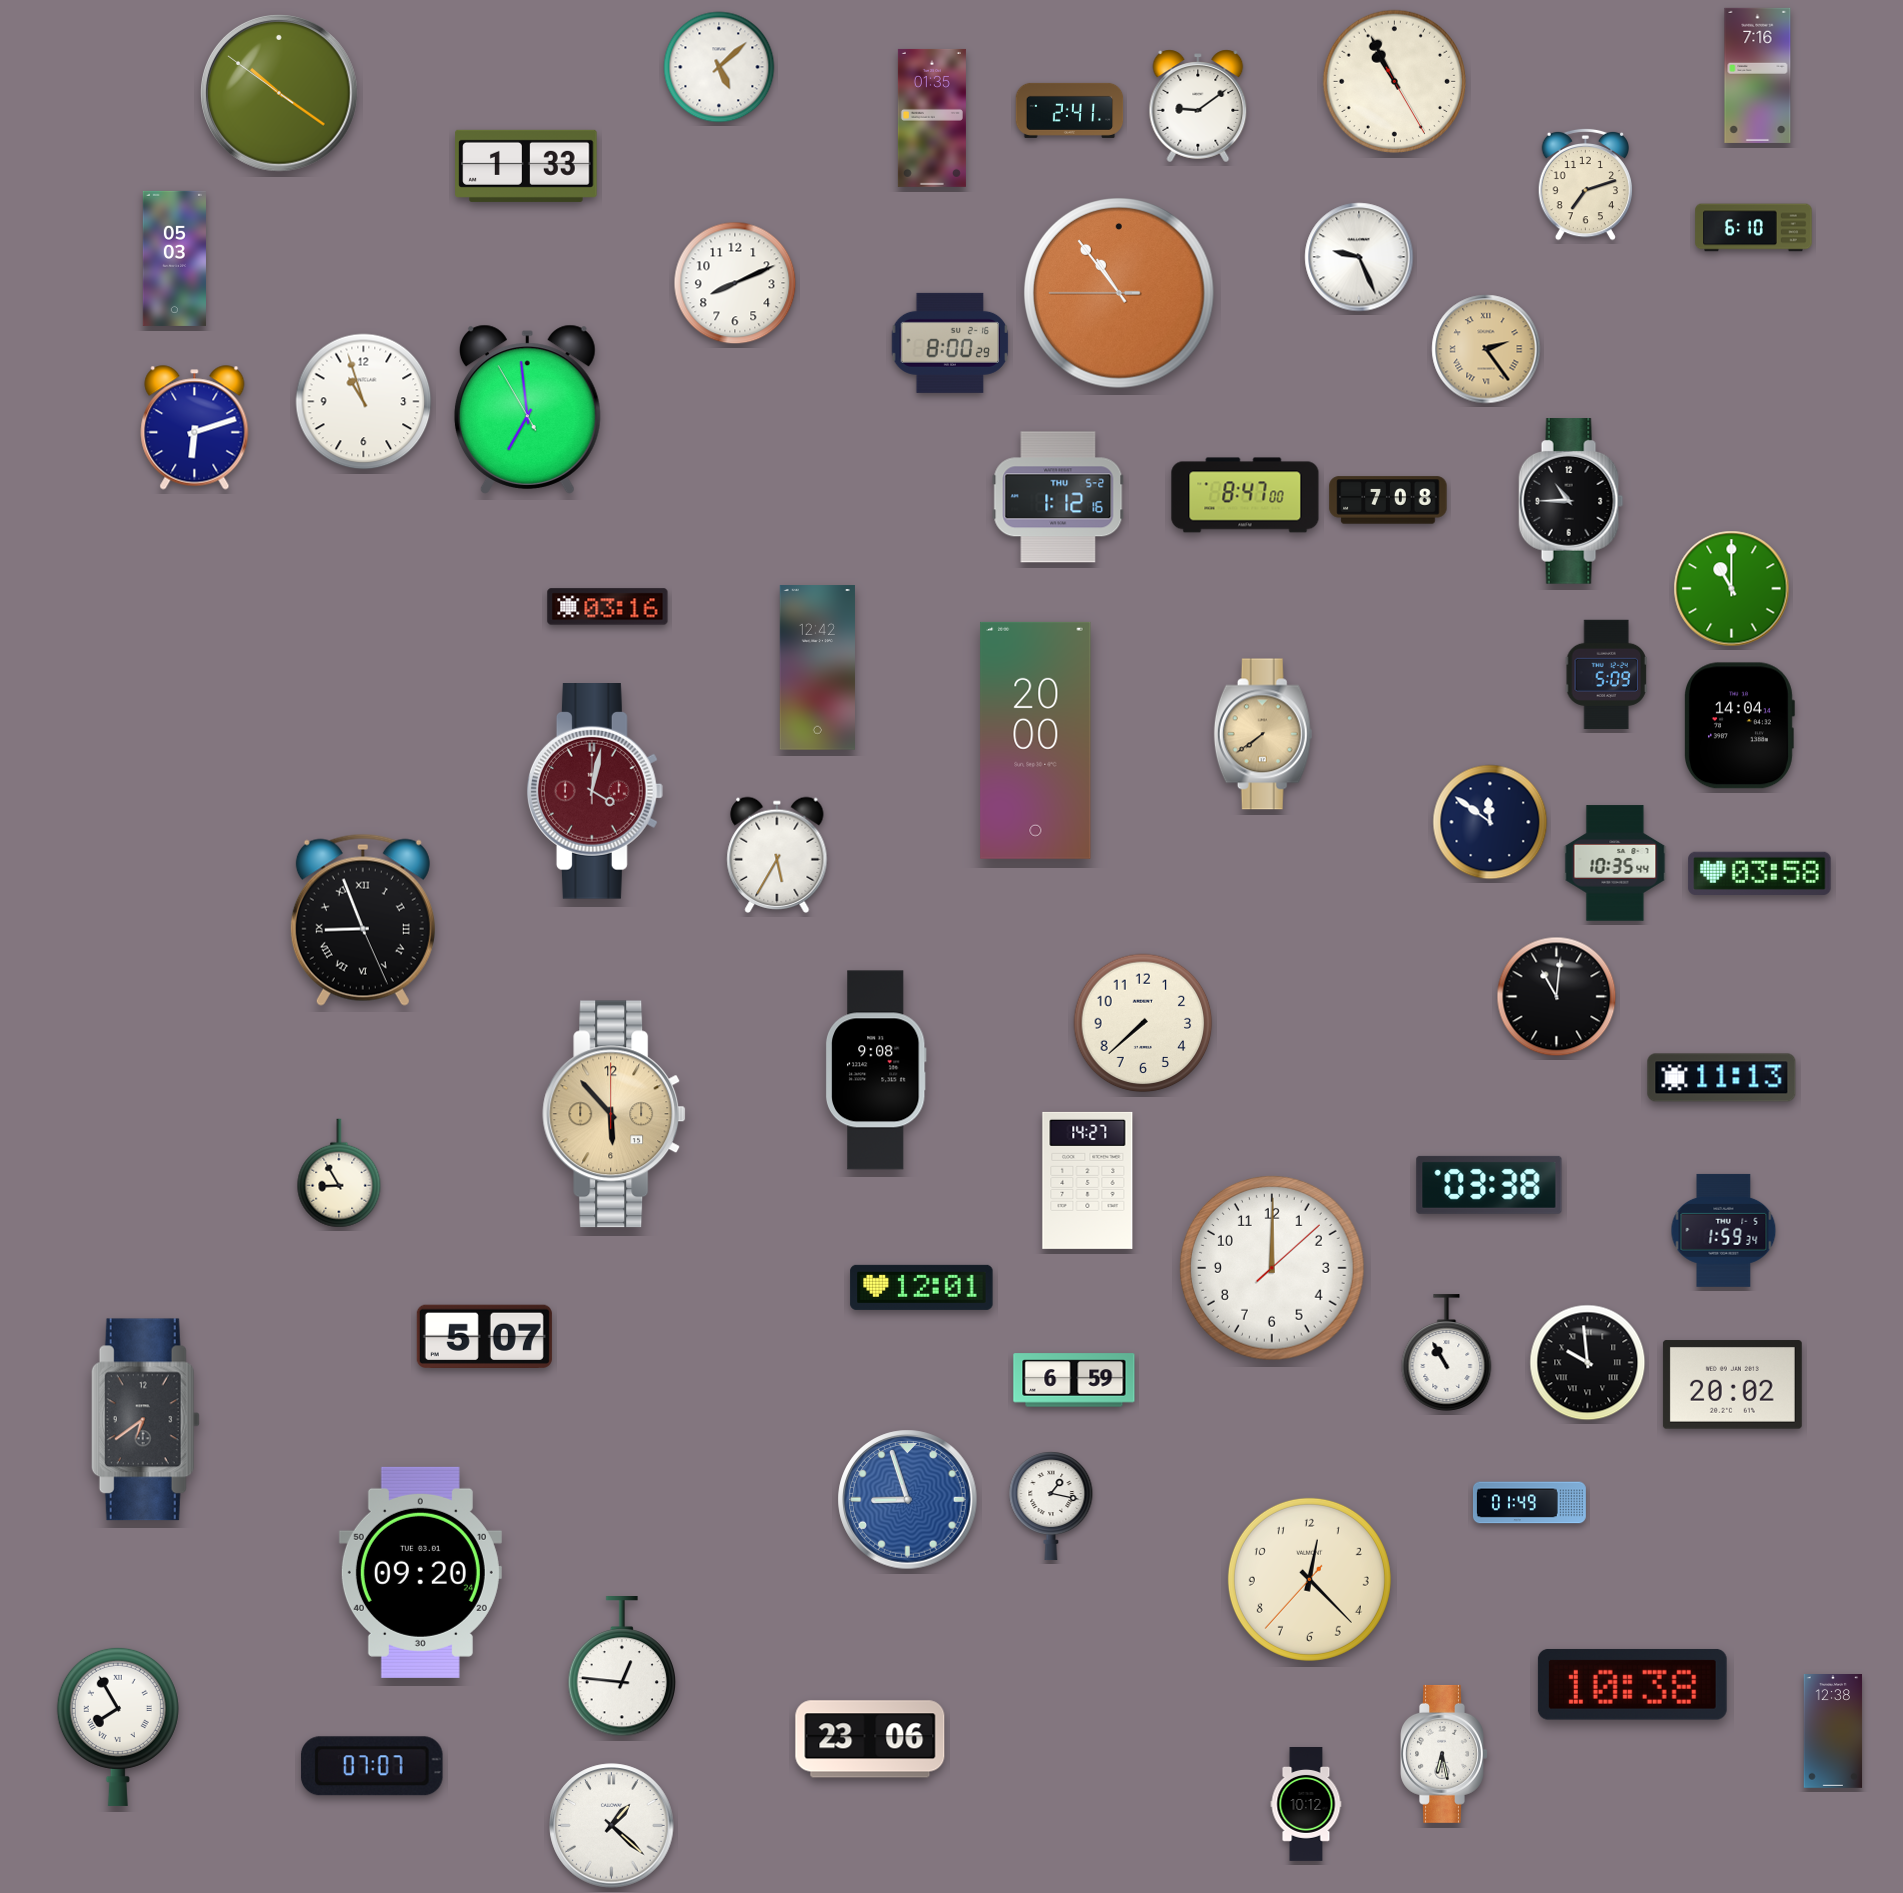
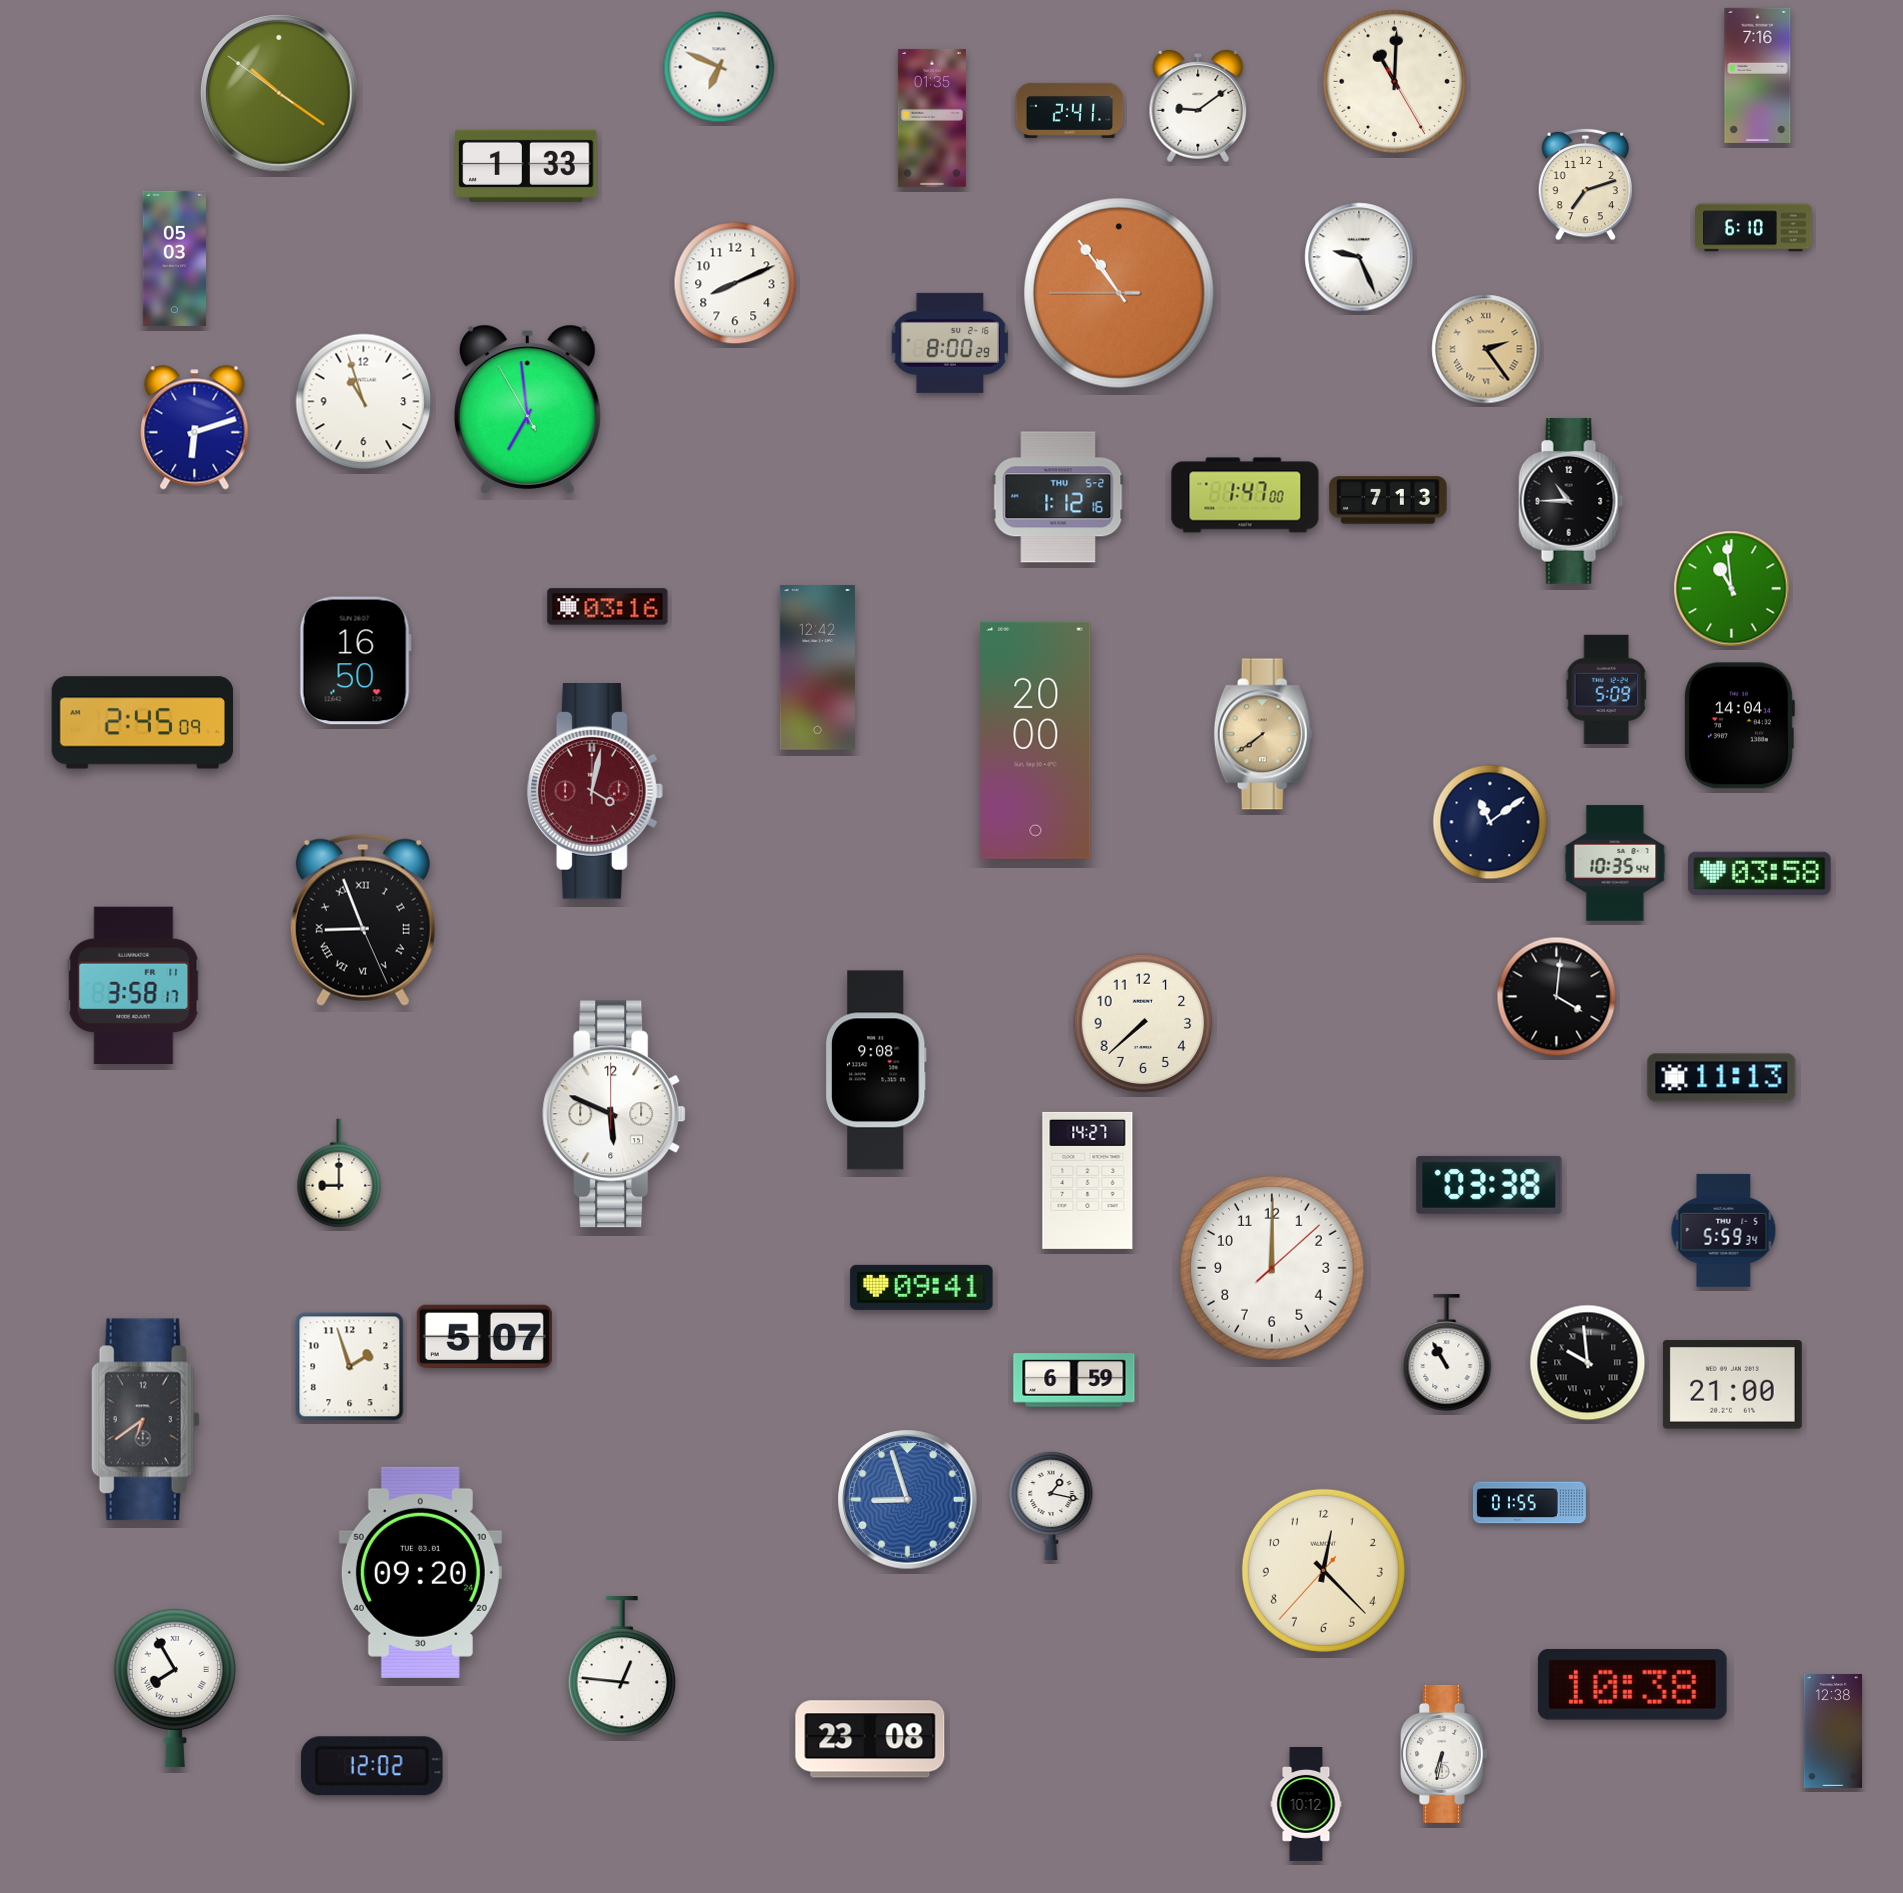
clock at (719, 67): 5:08 -> 6:49
clock at (1395, 82): 10:55 -> 11:00
clock at (1245, 495): 8:47 -> 1:47
clock at (1388, 500): 7:08 -> 7:13
clock at (1732, 589): 11:00 -> 10:59
clock at (355, 661): none -> 16:50
clock at (1606, 674) position: (1606, 674) -> (1606, 689)
clock at (143, 723): none -> 2:45
clock at (1490, 822): 11:51 -> 11:09
clock at (777, 855): 5:35 -> none
clock at (134, 985): none -> 3:58
clock at (1557, 997): 11:01 -> 4:01
clock at (614, 1114): 5:53 -> 5:49
clock at (614, 1114) dial: champagne -> white
clock at (339, 1173): 8:55 -> 9:00
clock at (1724, 1230): 1:59 -> 5:59
clock at (922, 1287): 12:01 -> 09:41
clock at (350, 1367): none -> 1:57
clock at (1732, 1385): 20:02 -> 21:00
clock at (1529, 1503): 01:49 -> 01:55
clock at (1309, 1579) position: (1309, 1579) -> (1323, 1570)
clock at (118, 1726) position: (118, 1726) -> (175, 1687)
clock at (870, 1739): 23:06 -> 23:08
clock at (1444, 1754): 6:28 -> 6:32
clock at (372, 1766): 07:07 -> 12:02
clock at (612, 1826): 1:22 -> none
